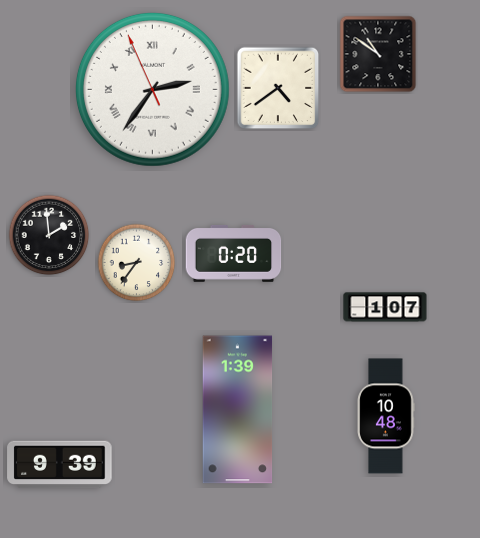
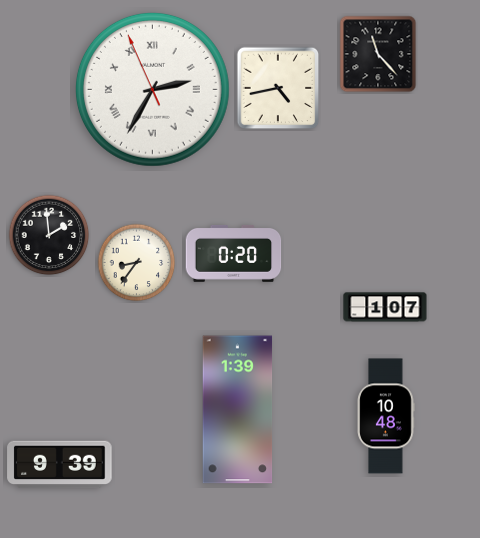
clock at (378, 54): 10:51 -> 11:23
clock at (278, 88): 4:39 -> 4:43
clock at (152, 89): 2:35 -> 2:34
